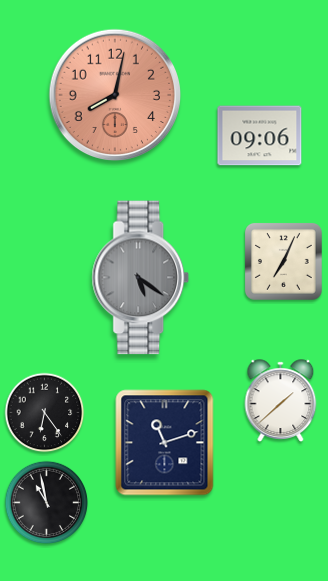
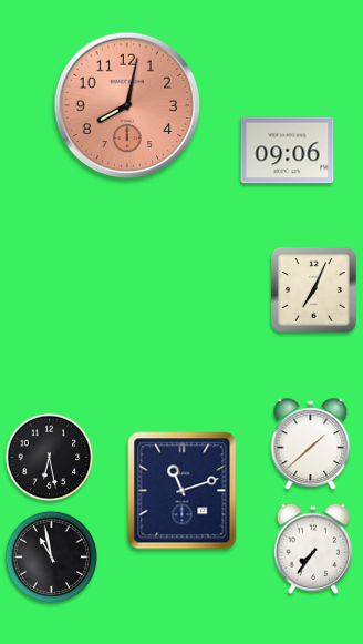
clock at (141, 278): 5:21 -> none
clock at (45, 413): 6:24 -> 6:28
clock at (313, 549): none -> 7:36
